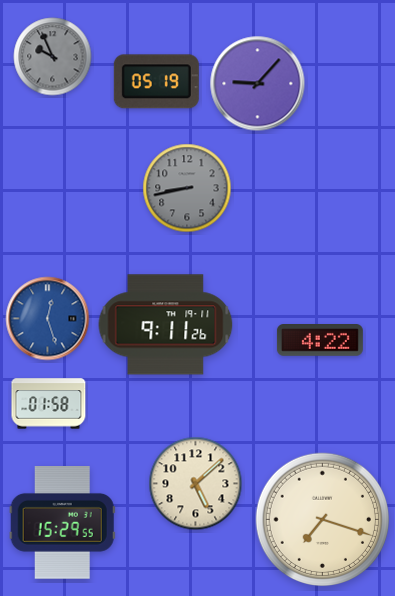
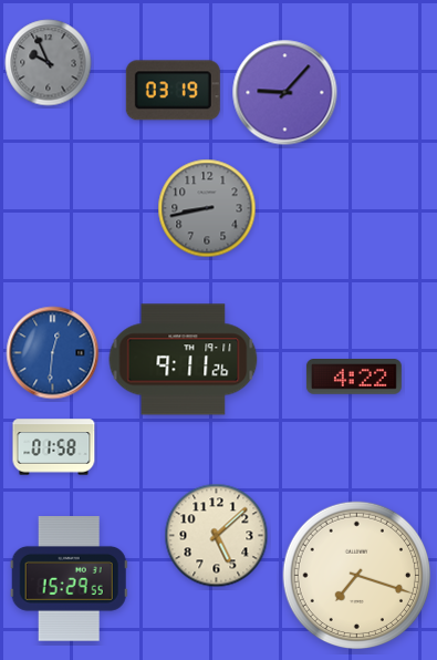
clock at (53, 57) position: (53, 57) -> (49, 63)
clock at (156, 82): 05:19 -> 03:19
clock at (48, 319): 12:27 -> 12:31
